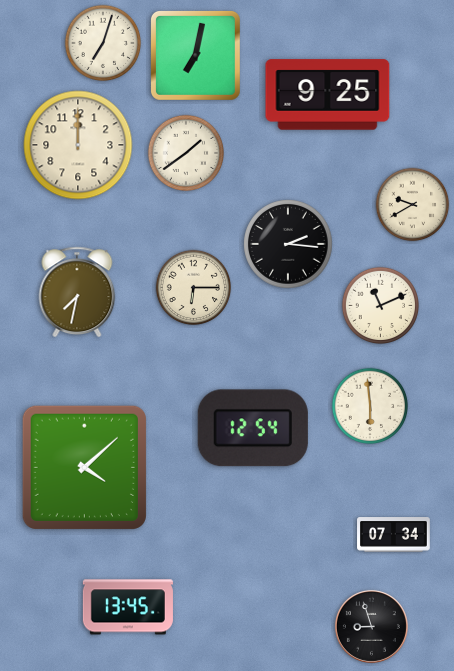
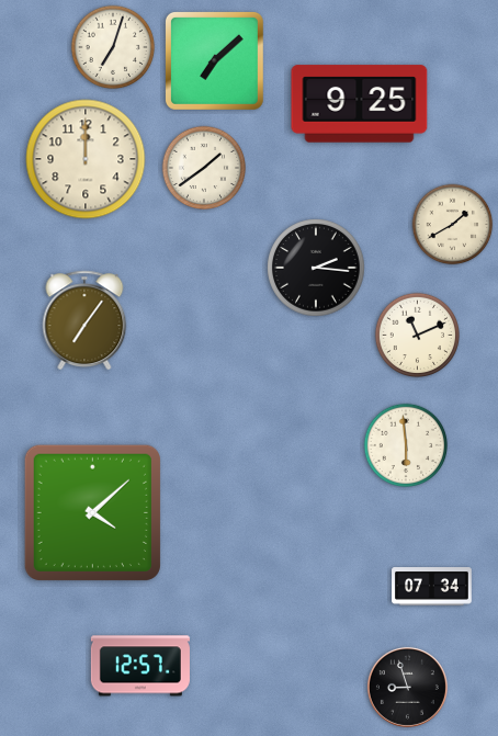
clock at (195, 55): 7:02 -> 7:08
clock at (413, 205): 9:40 -> 1:40
clock at (194, 288): 6:15 -> none
clock at (77, 292): 7:32 -> 7:06
clock at (253, 428): 12:54 -> none
clock at (128, 607): 13:45 -> 12:57
